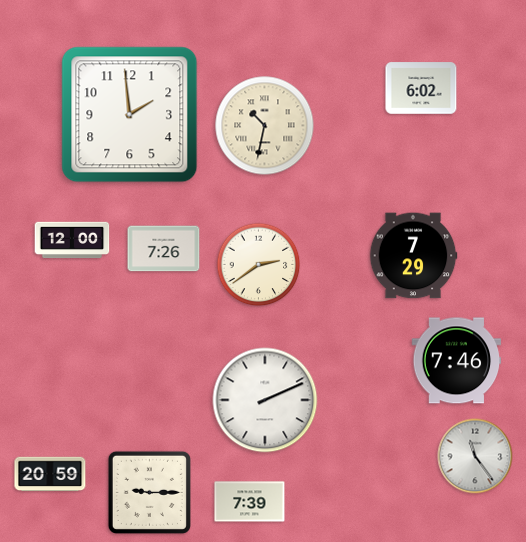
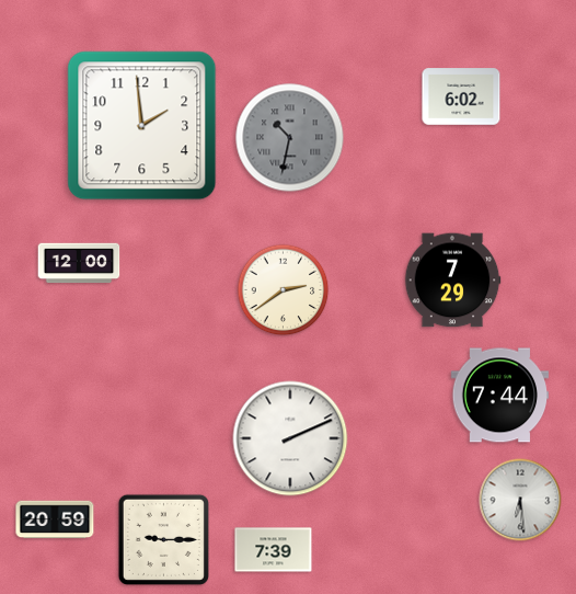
clock at (265, 126) dial: cream -> grey
clock at (164, 249): 7:26 -> none
clock at (457, 361): 7:46 -> 7:44
clock at (475, 456): 11:24 -> 6:29
